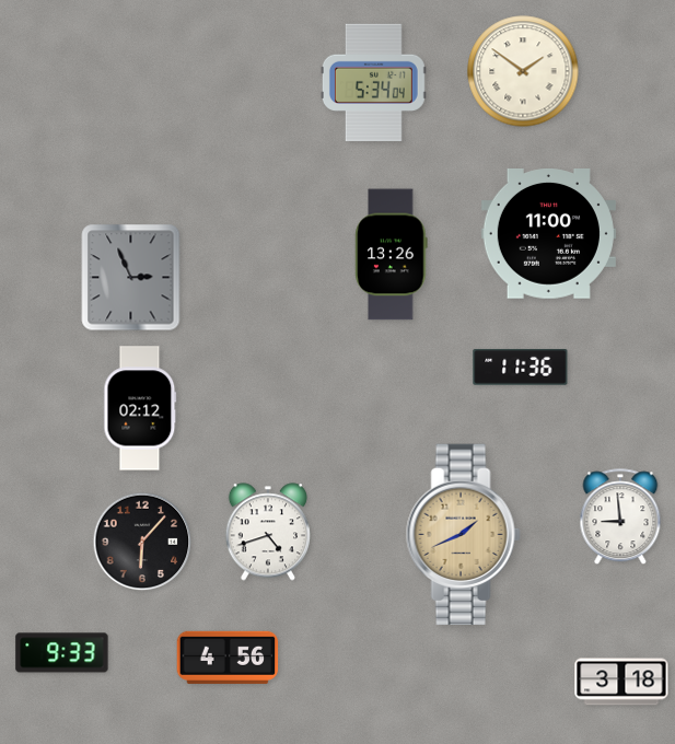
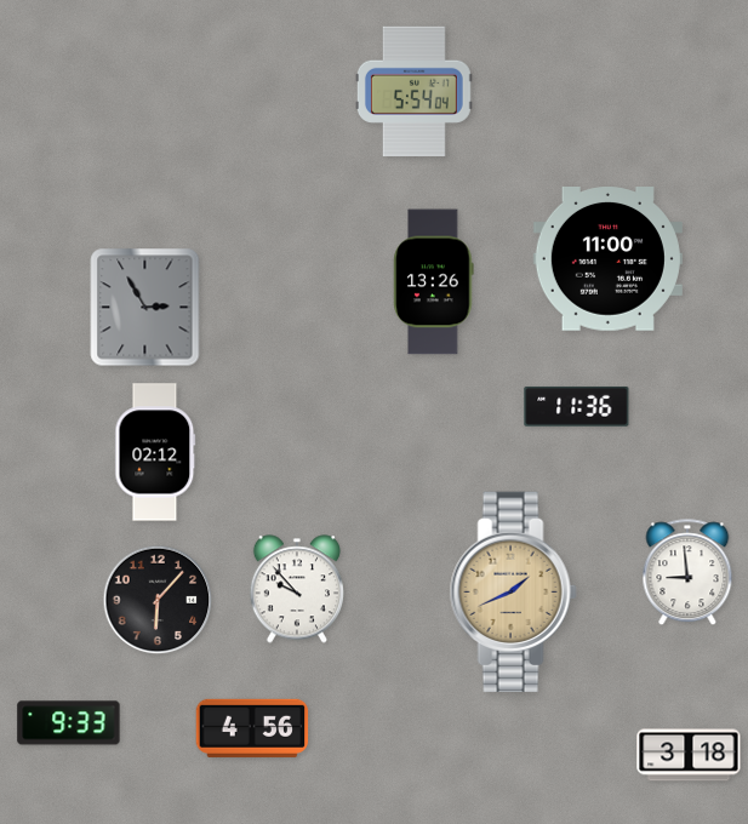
clock at (523, 71): 1:51 -> none
clock at (373, 83): 5:34 -> 5:54
clock at (131, 278): 2:56 -> 2:55
clock at (267, 532): 4:42 -> 9:53
